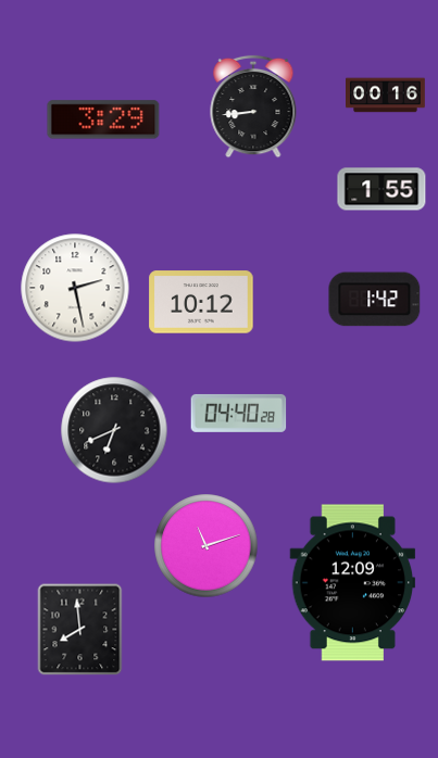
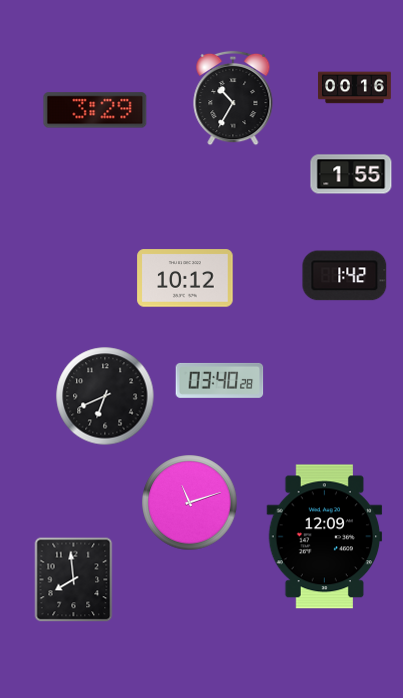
clock at (253, 106): 8:44 -> 10:35
clock at (75, 288): 2:28 -> none
clock at (239, 413): 04:40 -> 03:40
